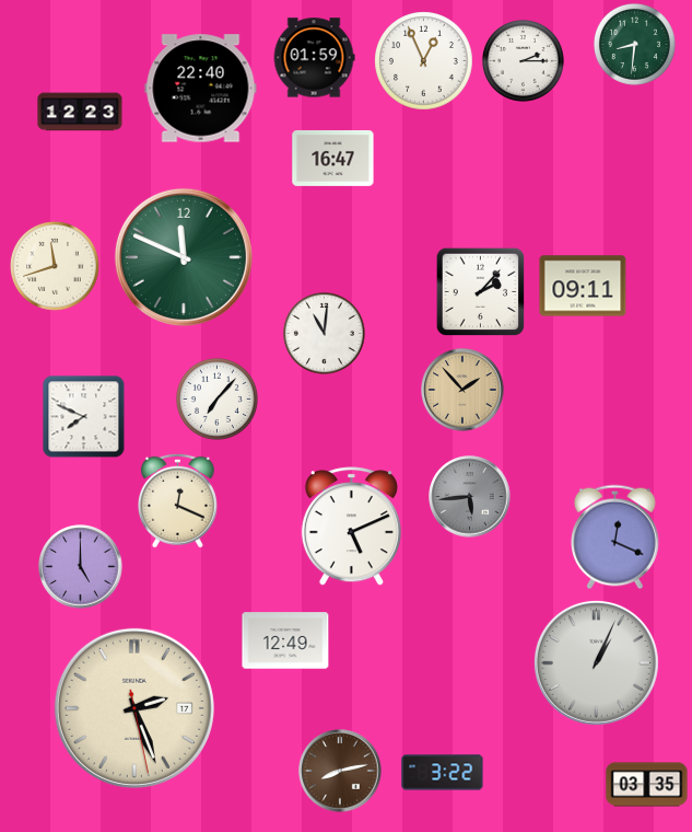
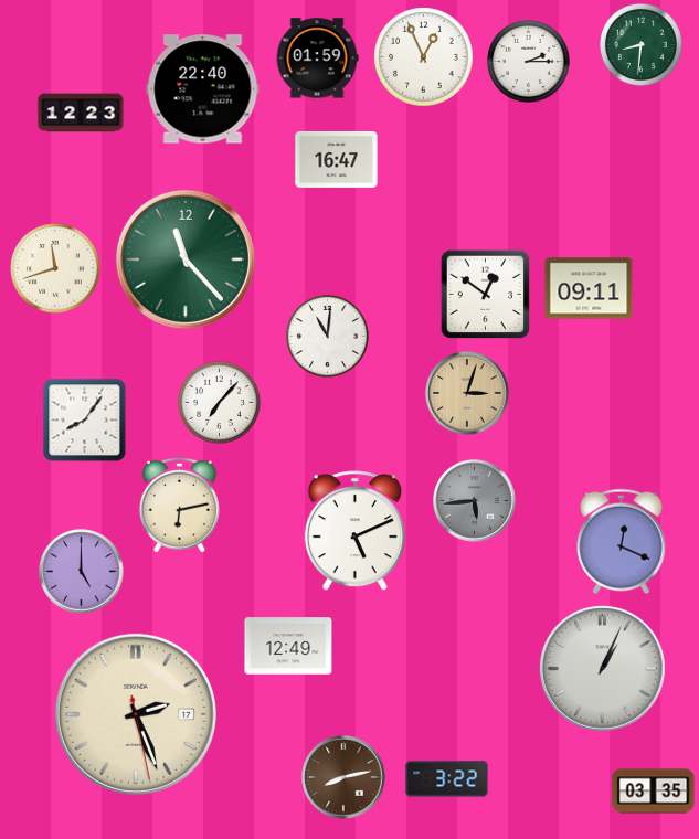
clock at (424, 61) position: (424, 61) -> (424, 57)
clock at (184, 257): 11:49 -> 11:23
clock at (481, 292): 2:07 -> 12:51
clock at (462, 390): 1:53 -> 3:03
clock at (84, 417): 7:49 -> 8:06
clock at (177, 500): 12:19 -> 6:13
